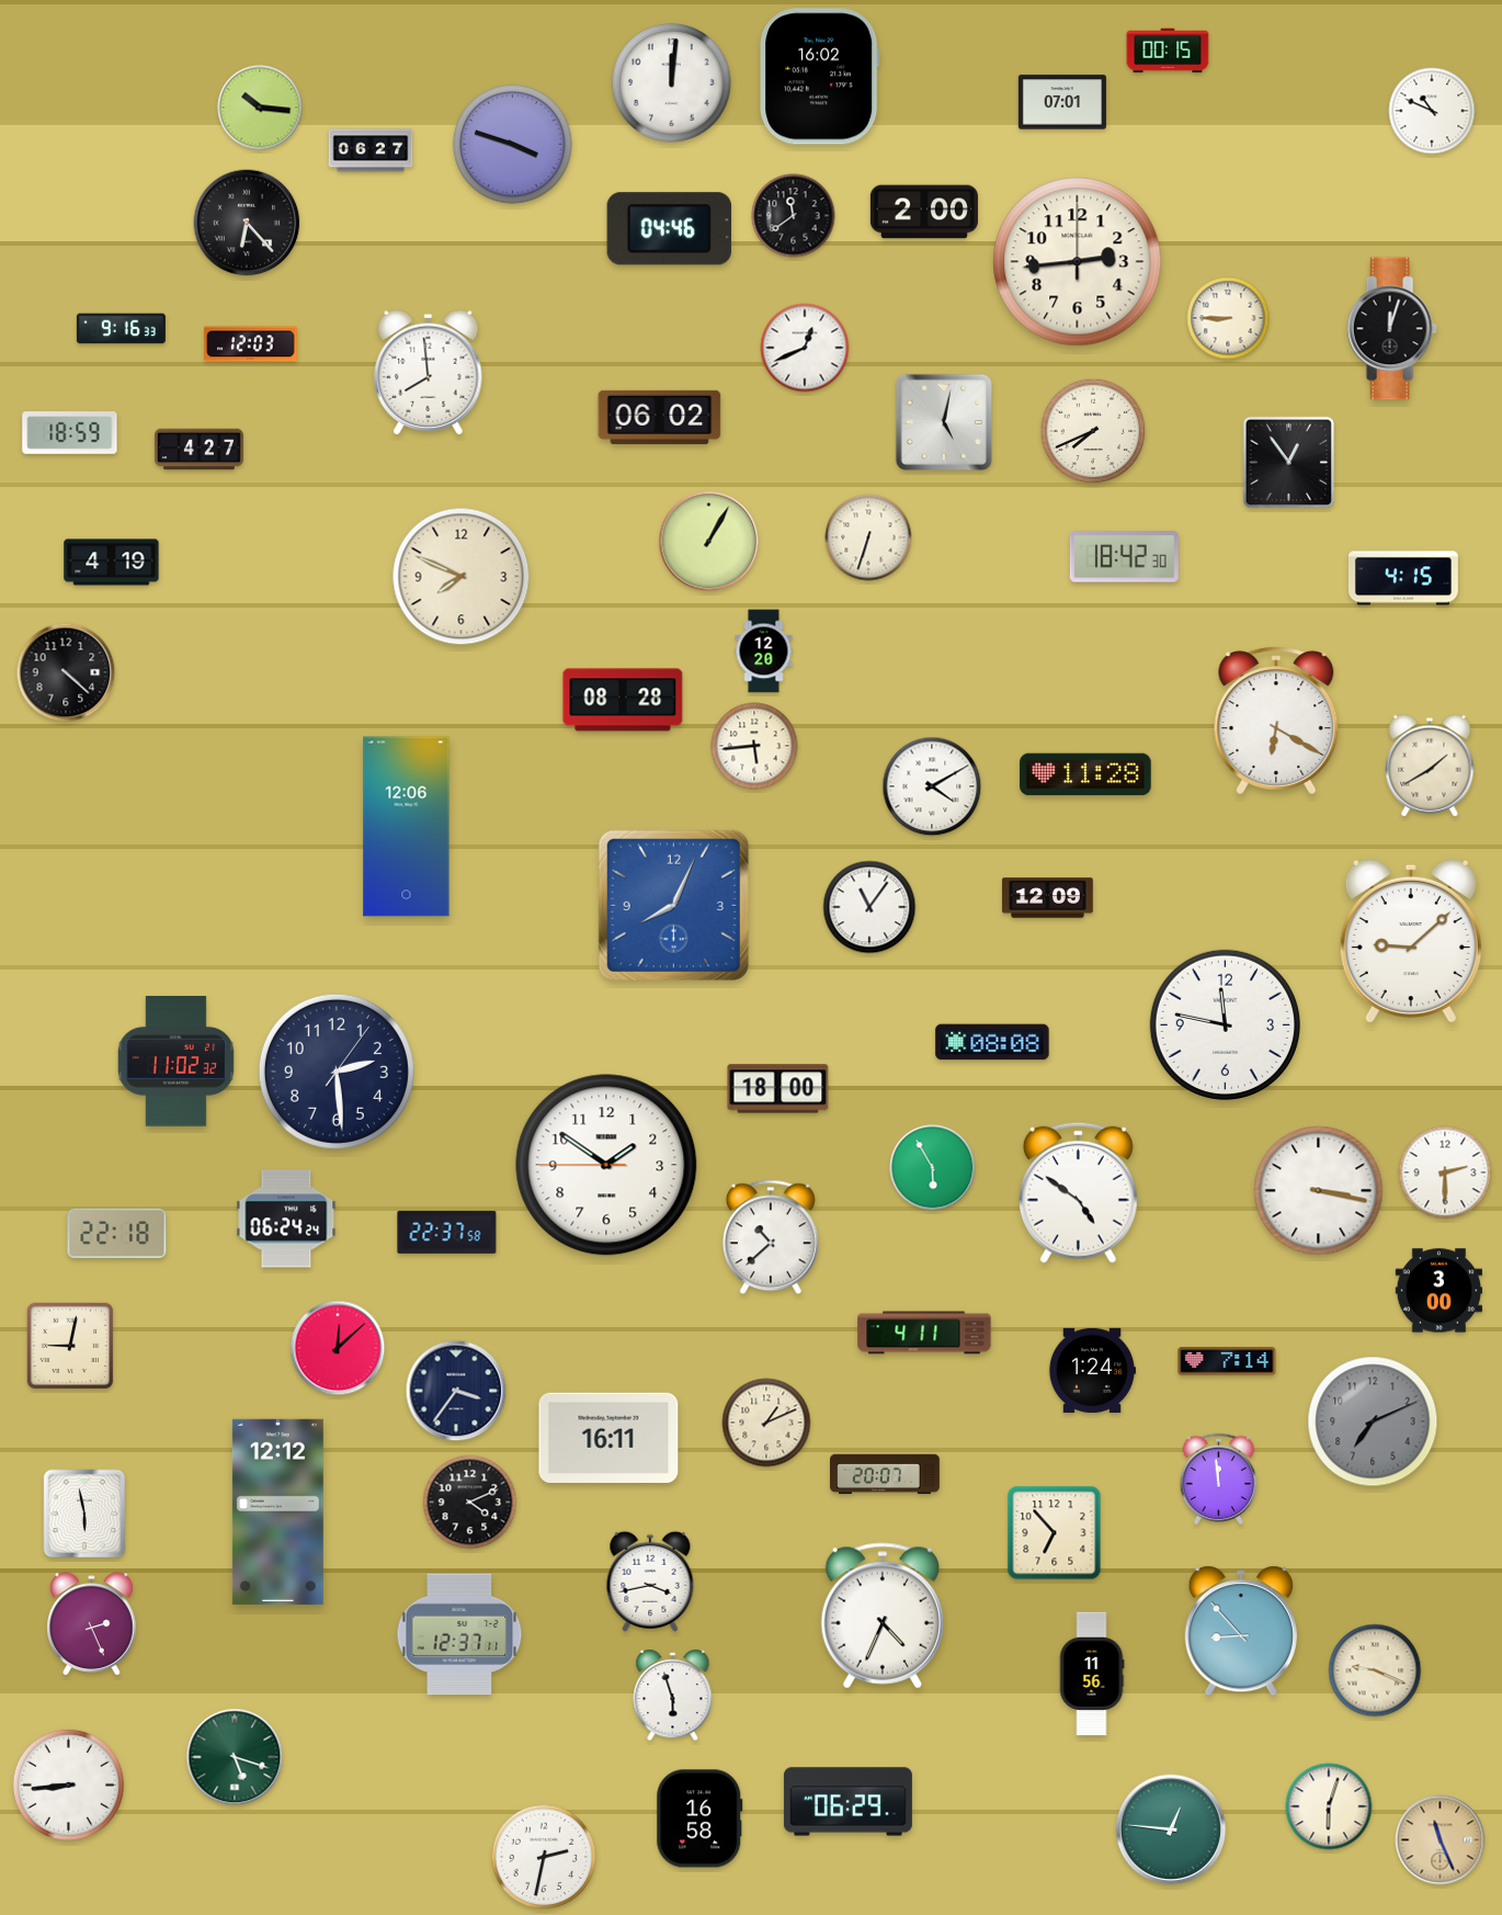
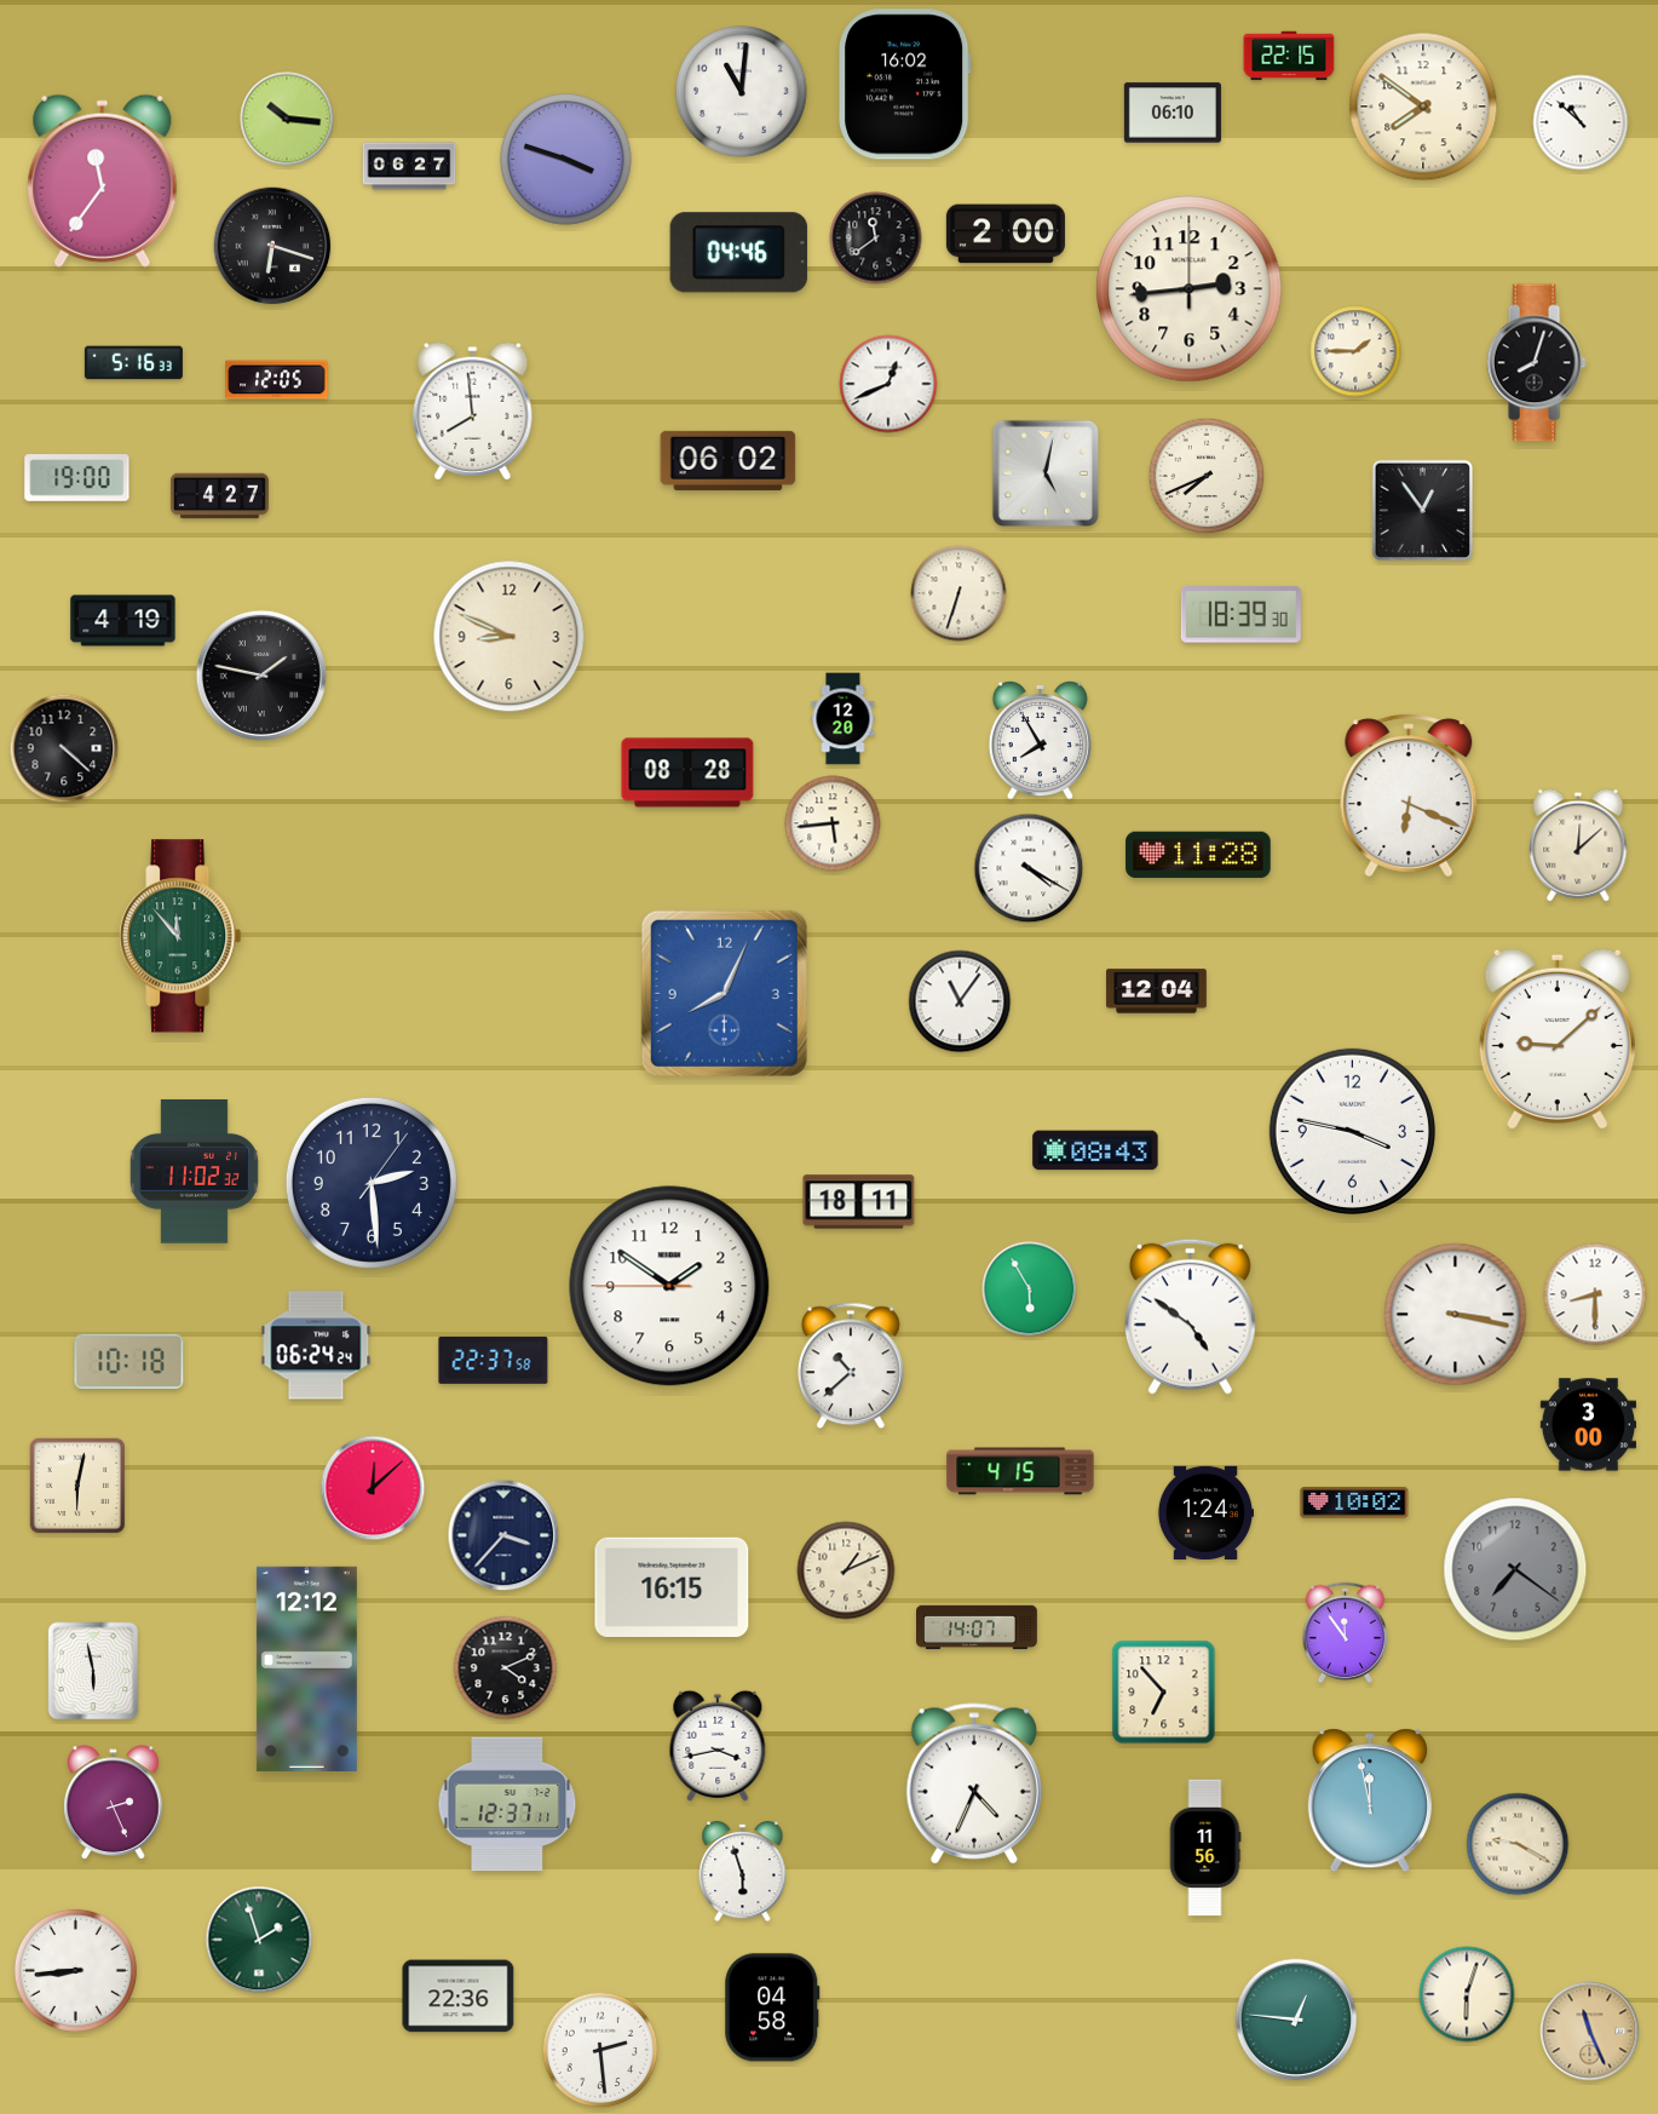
clock at (1168, 50): 00:15 -> 22:15
clock at (672, 83): 12:01 -> 11:01
clock at (1423, 107): none -> 7:51
clock at (1062, 102): 07:01 -> 06:10
clock at (1432, 111): 10:49 -> 10:52
clock at (103, 180): none -> 11:36
clock at (924, 212) position: (924, 212) -> (1006, 234)
clock at (247, 223): 6:23 -> 6:18
clock at (1228, 318): 8:45 -> 1:45
clock at (121, 329): 9:16 -> 5:16
clock at (1391, 329): 12:03 -> 8:03
clock at (251, 344): 12:03 -> 12:05
clock at (944, 422) position: (944, 422) -> (1046, 473)
clock at (70, 433): 18:59 -> 19:00
clock at (709, 542): 1:05 -> none
clock at (1124, 557): 18:42 -> 18:39
clock at (462, 577): 7:49 -> 8:49
clock at (1403, 578): 4:15 -> none
clock at (261, 676): none -> 1:47
clock at (1040, 740): none -> 7:55
clock at (66, 672) position: (66, 672) -> (64, 748)
clock at (1276, 721): 6:20 -> 6:19
clock at (1430, 766): 1:40 -> 12:08
clock at (932, 786): 4:10 -> 4:20
clock at (407, 827): 12:06 -> none
clock at (180, 936): none -> 11:53
clock at (1048, 898): 12:09 -> 12:04
clock at (673, 905) position: (673, 905) -> (724, 993)
clock at (1225, 1024): 11:47 -> 3:47
clock at (992, 1042): 08:08 -> 08:43
clock at (778, 1089): 18:00 -> 18:11
clock at (1445, 1172): 2:30 -> 8:30
clock at (117, 1234): 22:18 -> 10:18
clock at (924, 1333): 4:11 -> 4:15
clock at (70, 1346): 9:02 -> 6:02
clock at (1227, 1361): 7:14 -> 10:02
clock at (456, 1391): 3:36 -> 3:37
clock at (1373, 1421): 7:11 -> 7:21
clock at (608, 1437): 16:11 -> 16:15
clock at (886, 1474): 20:07 -> 14:07
clock at (1219, 1478): 11:59 -> 11:54
clock at (470, 1503) position: (470, 1503) -> (506, 1668)
clock at (92, 1624) position: (92, 1624) -> (114, 1803)
clock at (1241, 1631): 8:53 -> 11:58
clock at (1375, 1670): 9:19 -> 9:20
clock at (235, 1757): 5:18 -> 1:57
clock at (847, 1802): 06:29 -> none
clock at (459, 1997): none -> 22:36
clock at (699, 1818): 16:58 -> 04:58
clock at (1171, 1829) position: (1171, 1829) -> (1296, 2020)
clock at (544, 1857): 2:32 -> 2:29
